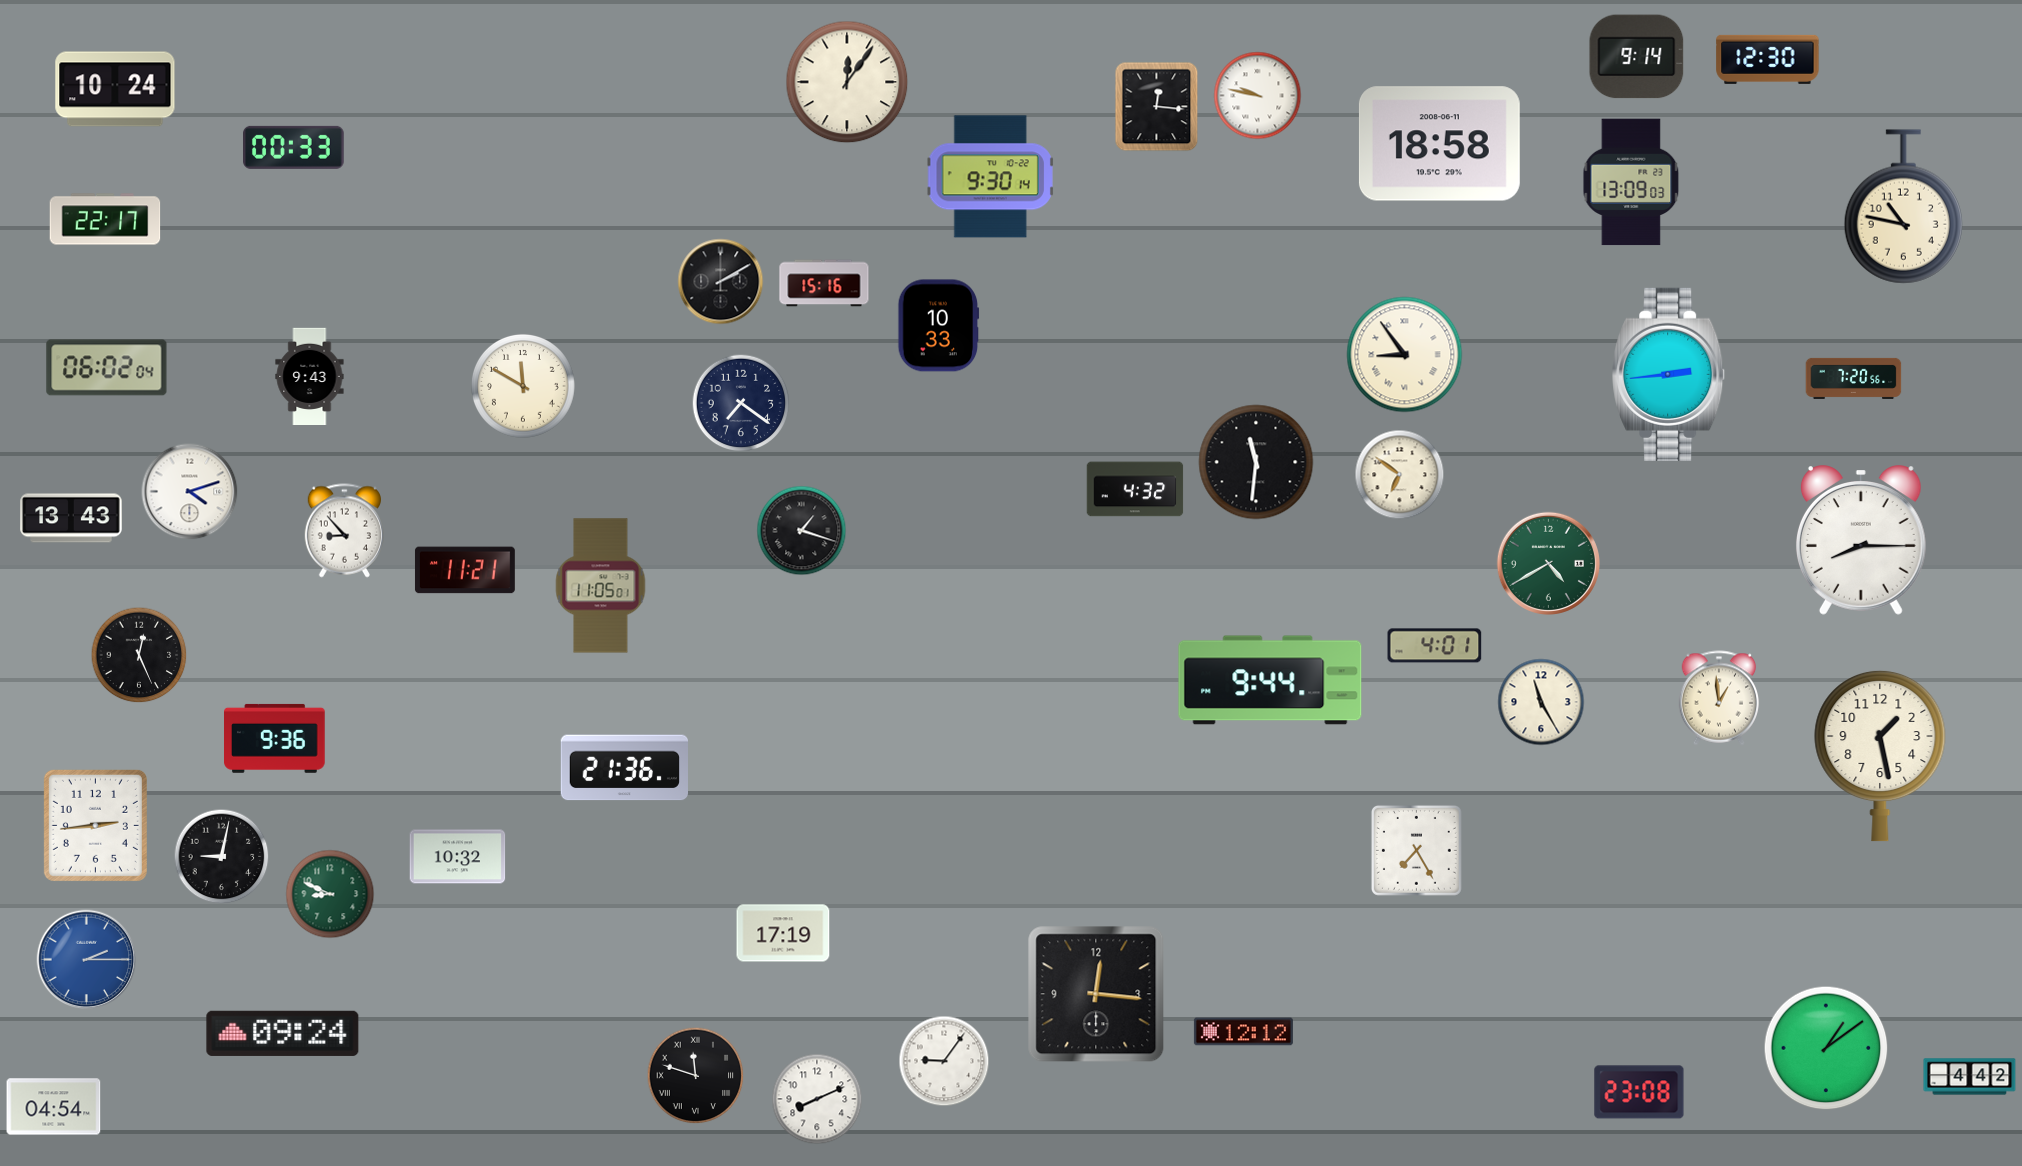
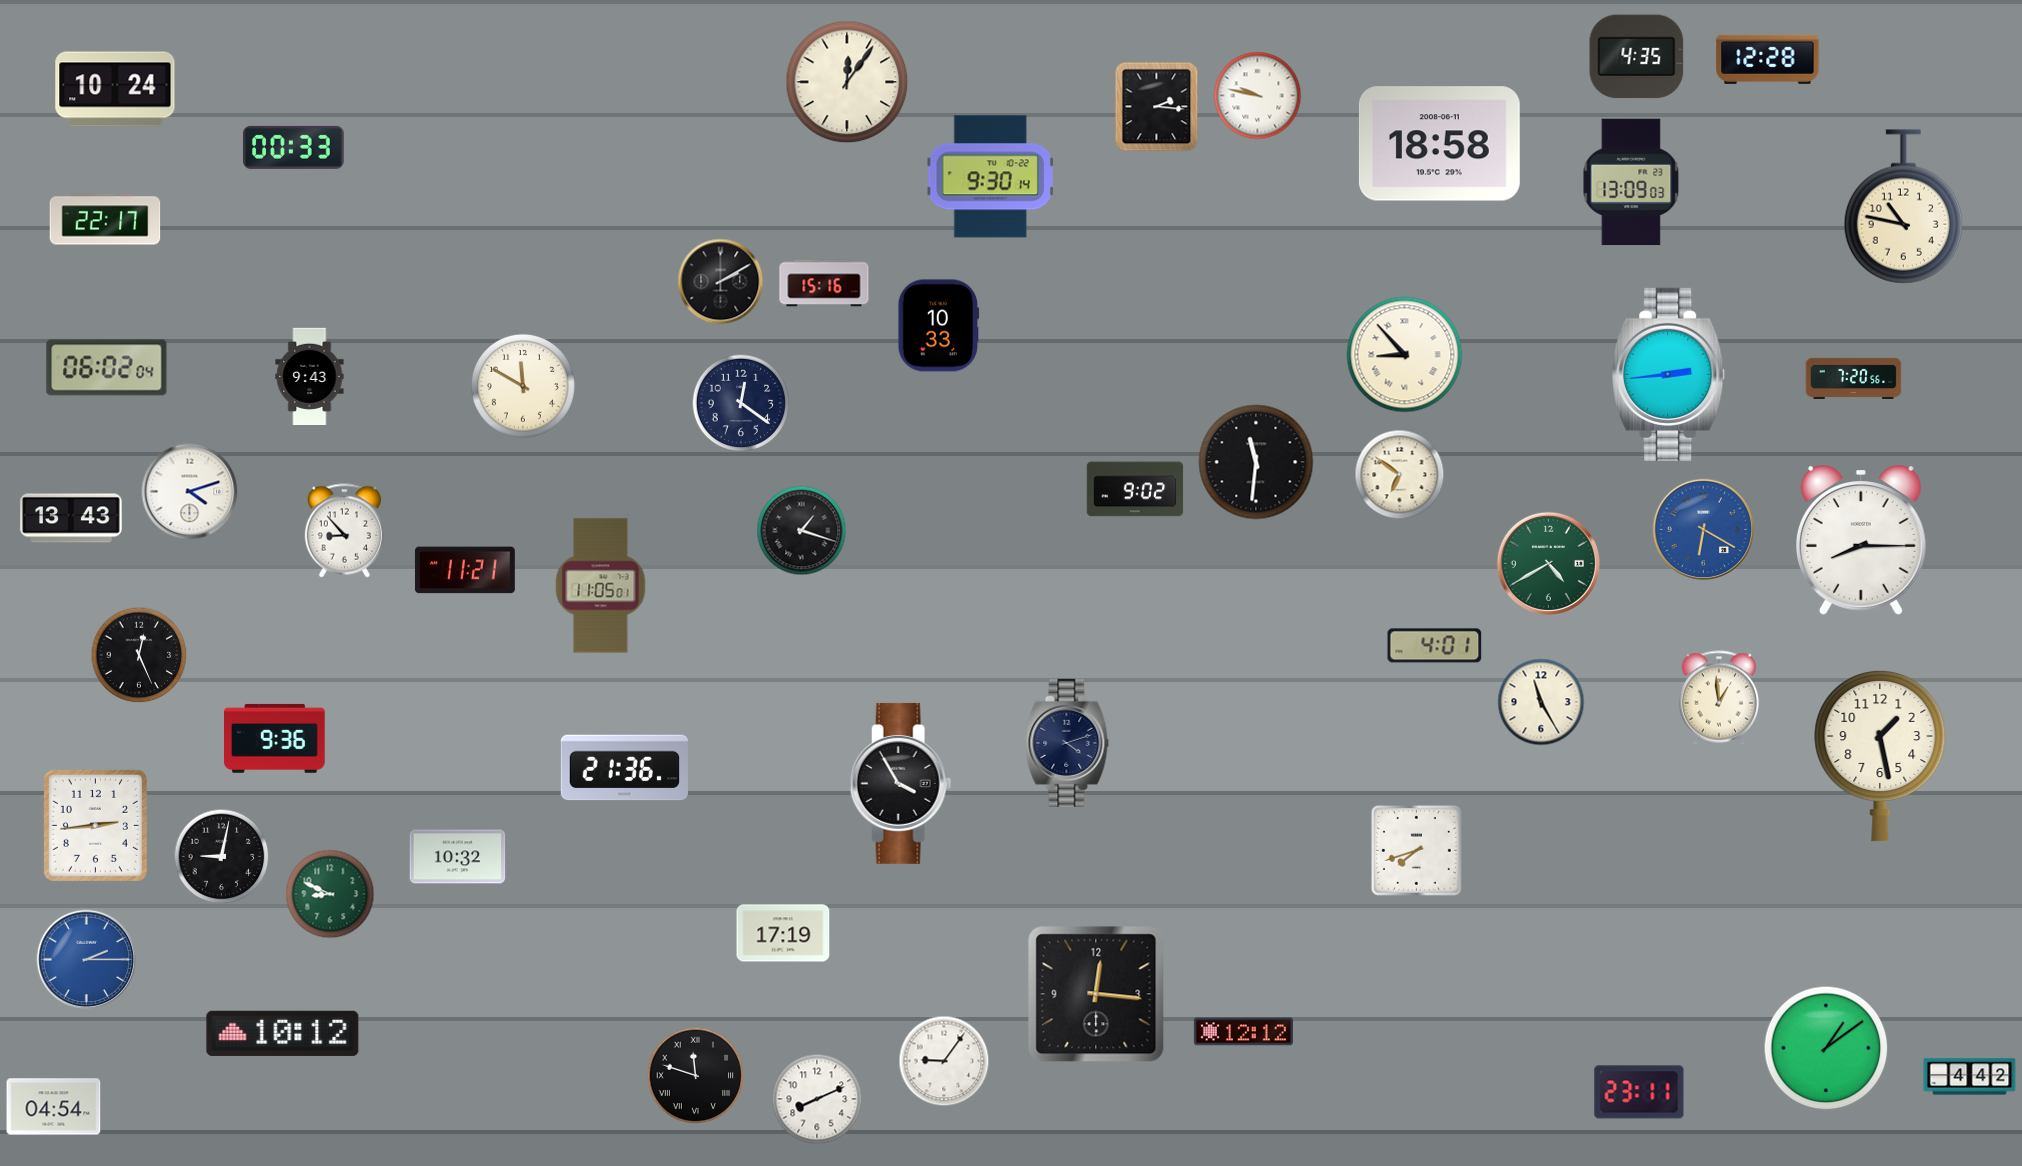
clock at (1637, 57): 9:14 -> 4:35
clock at (1768, 59): 12:30 -> 12:28
clock at (1157, 107): 12:16 -> 2:16
clock at (1405, 355): 8:54 -> 8:53
clock at (741, 403): 7:21 -> 12:21
clock at (1135, 489): 4:32 -> 9:02
clock at (1704, 530): none -> 6:20
clock at (1270, 680): 9:44 -> none
clock at (1067, 743): none -> 4:12
clock at (901, 783): none -> 3:55
clock at (1416, 850): 7:25 -> 7:42
clock at (283, 1033): 09:24 -> 10:12
clock at (1639, 1092): 23:08 -> 23:11
